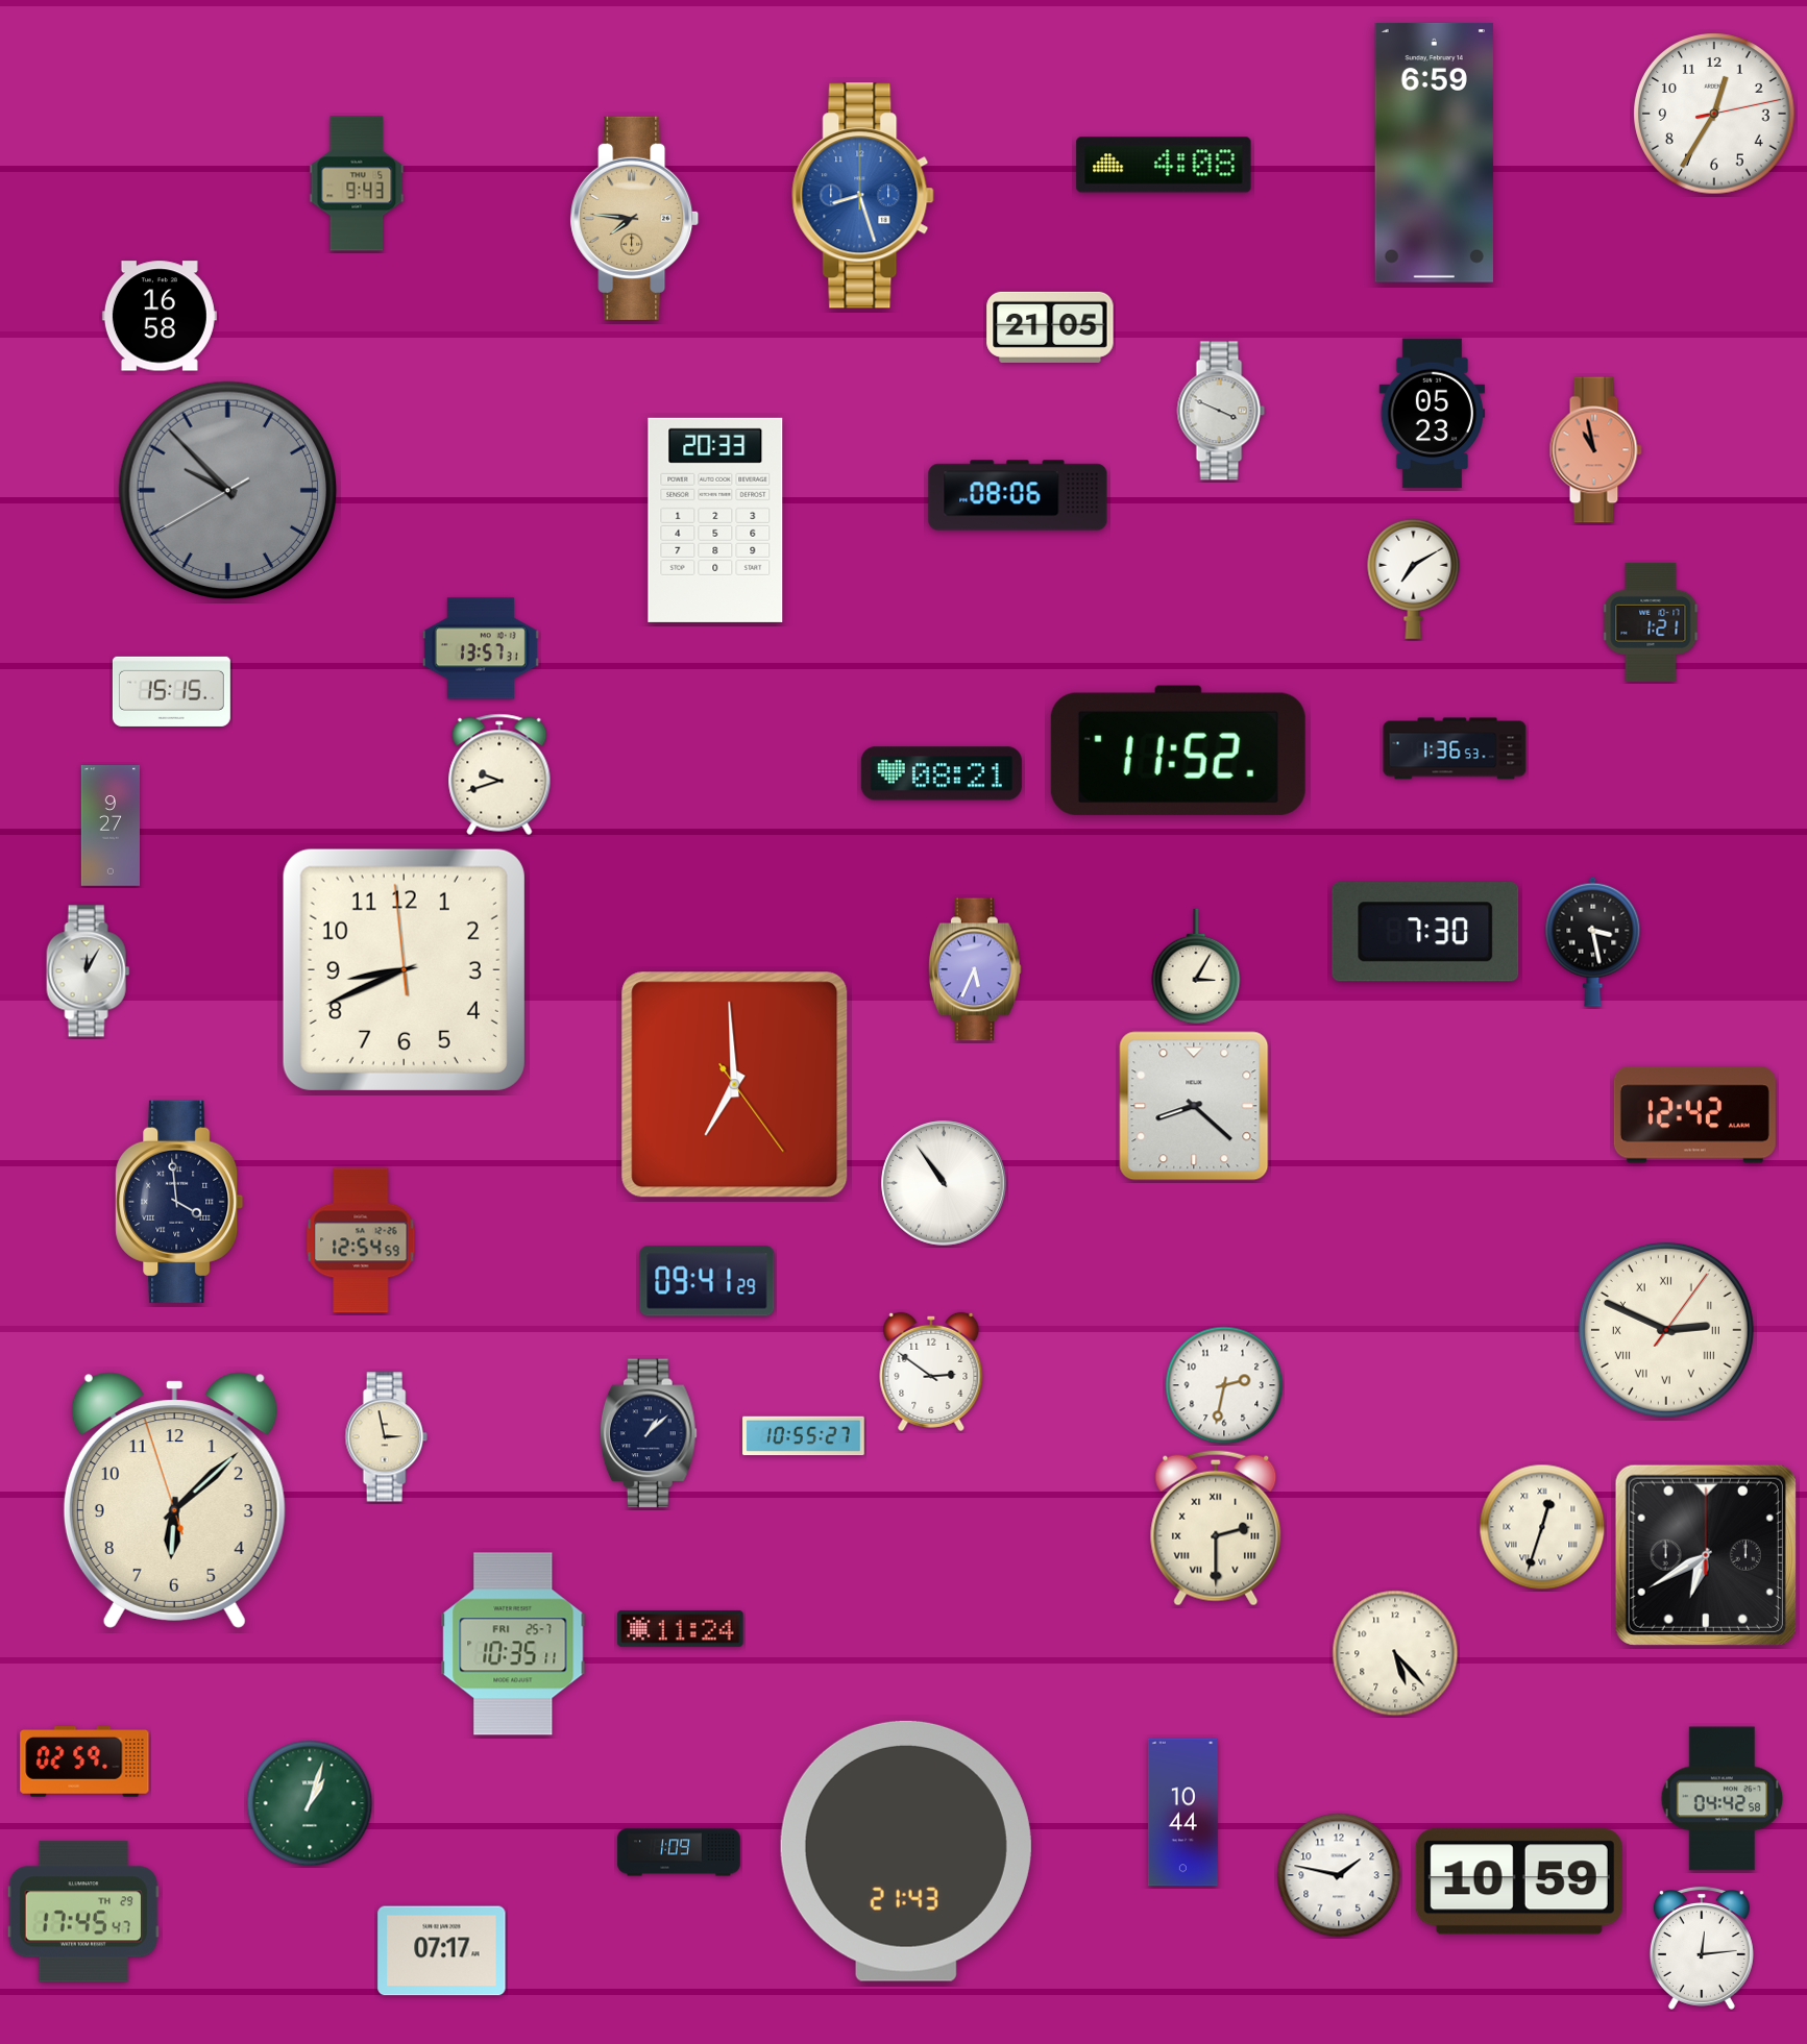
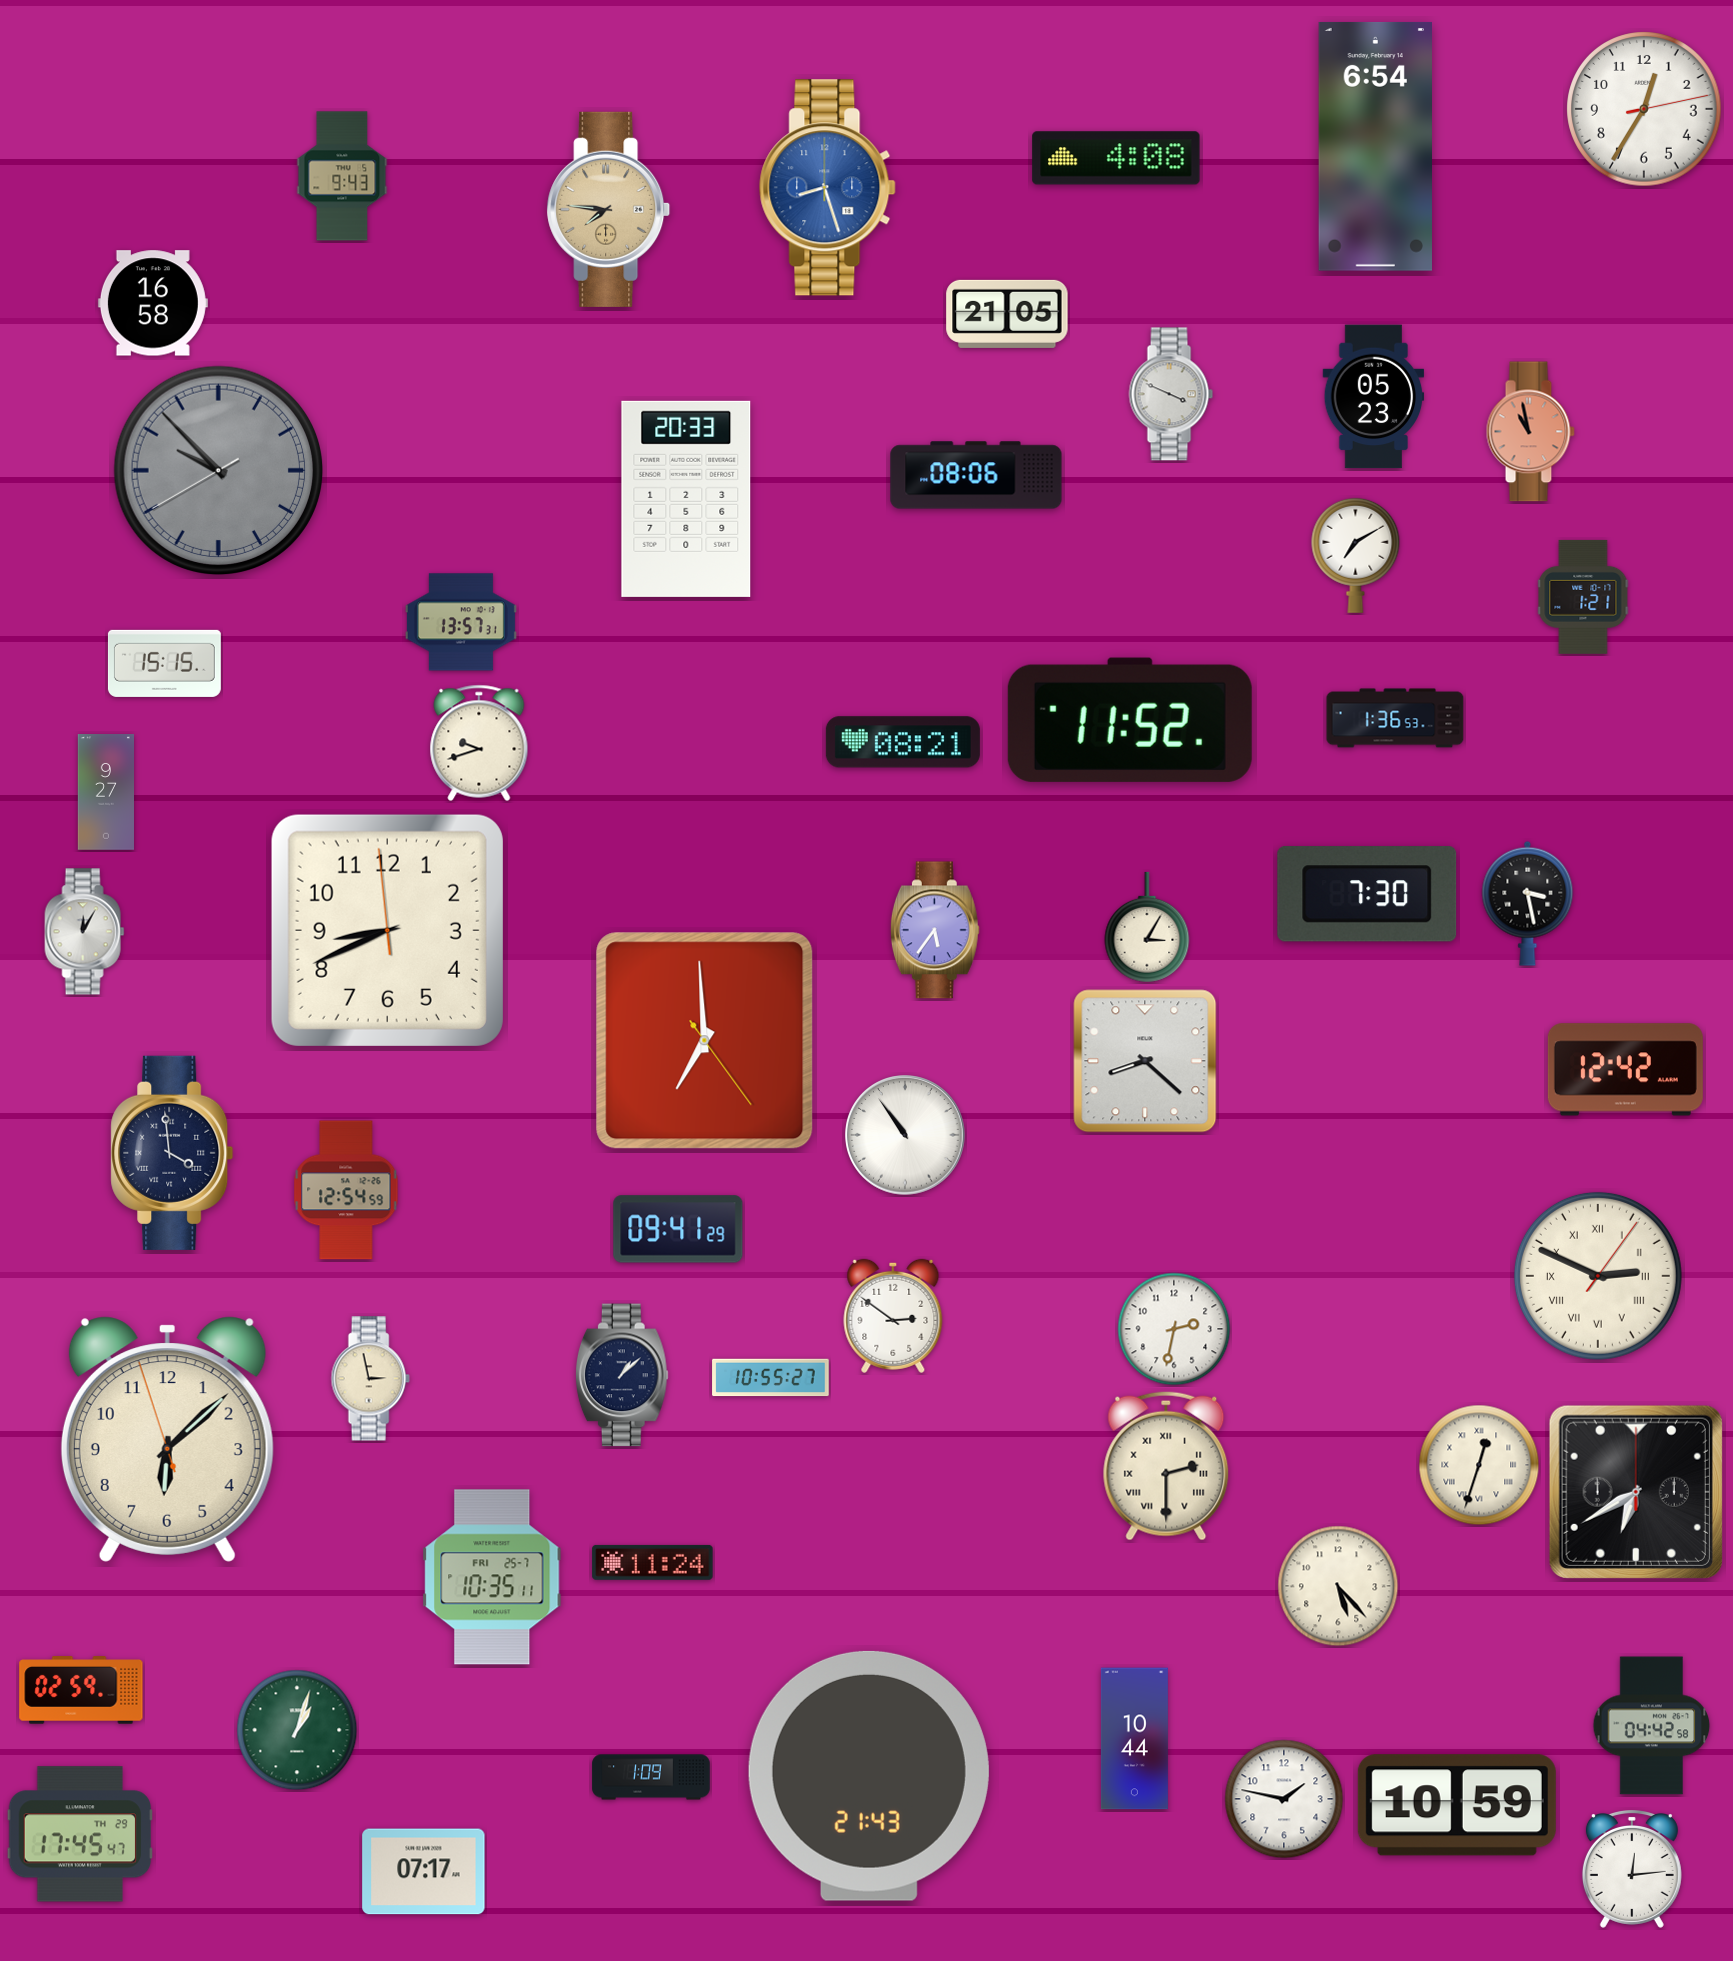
clock at (1434, 152): 6:59 -> 6:54
clock at (975, 969): 5:34 -> 5:36
